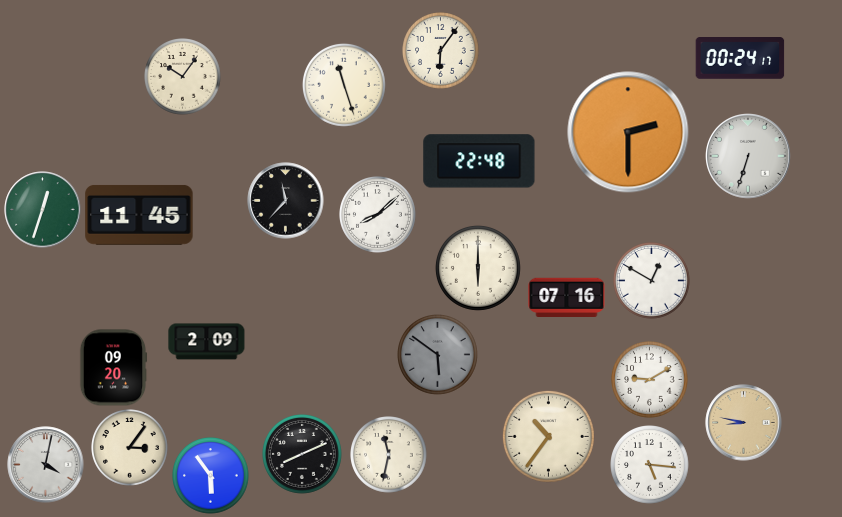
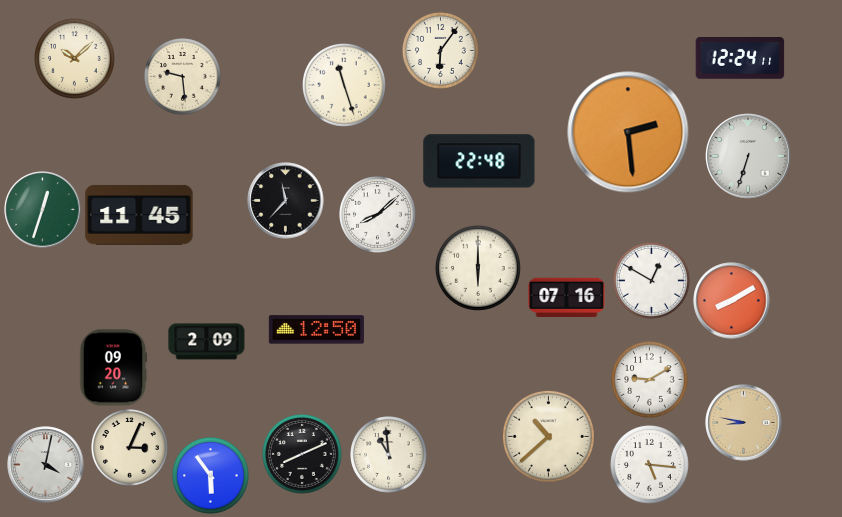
clock at (75, 59): none -> 10:08
clock at (740, 59): 00:24 -> 12:24
clock at (183, 77): 10:06 -> 9:29
clock at (628, 132): 2:30 -> 2:29
clock at (732, 301): none -> 8:10
clock at (316, 330): none -> 12:50
clock at (438, 355): 5:51 -> none
clock at (548, 436): 10:36 -> 10:38
clock at (130, 448): 3:06 -> 3:04
clock at (389, 455): 11:32 -> 10:59
